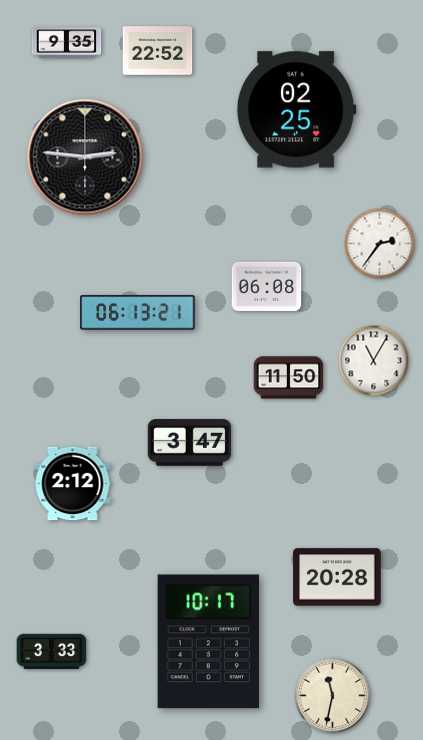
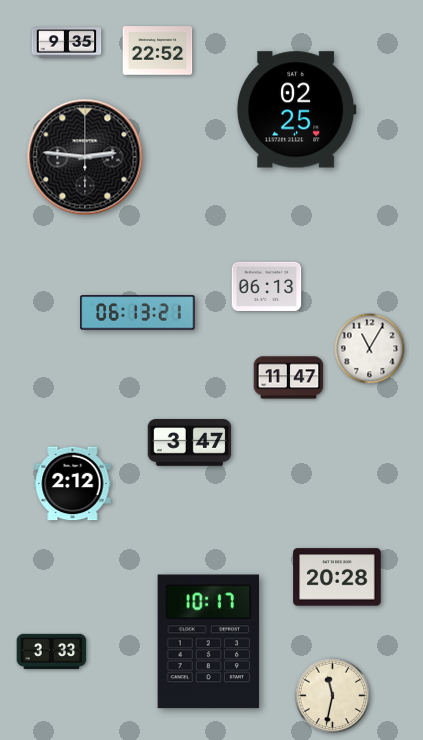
clock at (380, 244): 2:36 -> none
clock at (267, 286): 06:08 -> 06:13
clock at (374, 361) position: (374, 361) -> (370, 349)
clock at (289, 378): 11:50 -> 11:47
